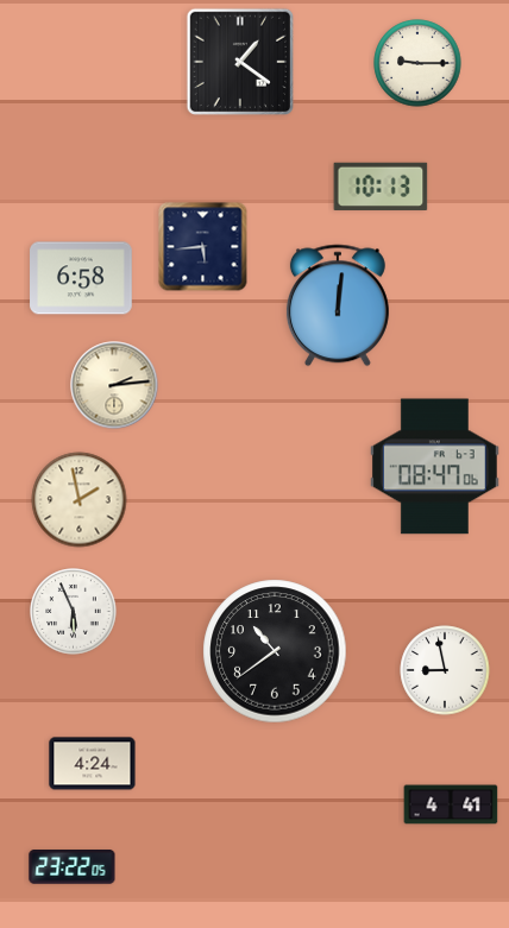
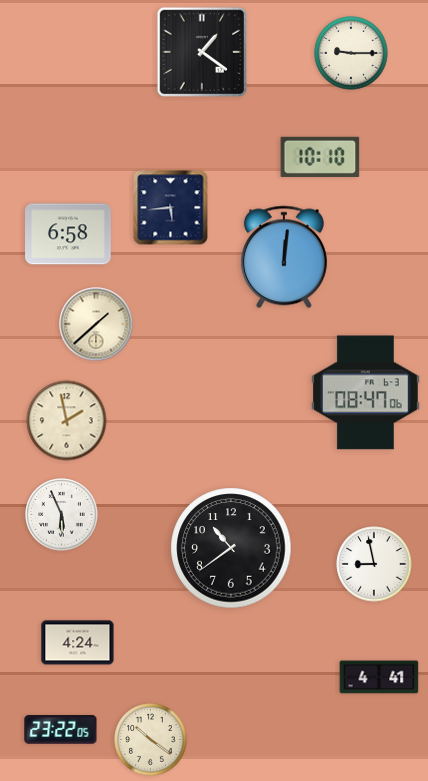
clock at (381, 185): 10:13 -> 10:10
clock at (114, 385): 2:14 -> 1:38
clock at (151, 740): none -> 10:21
